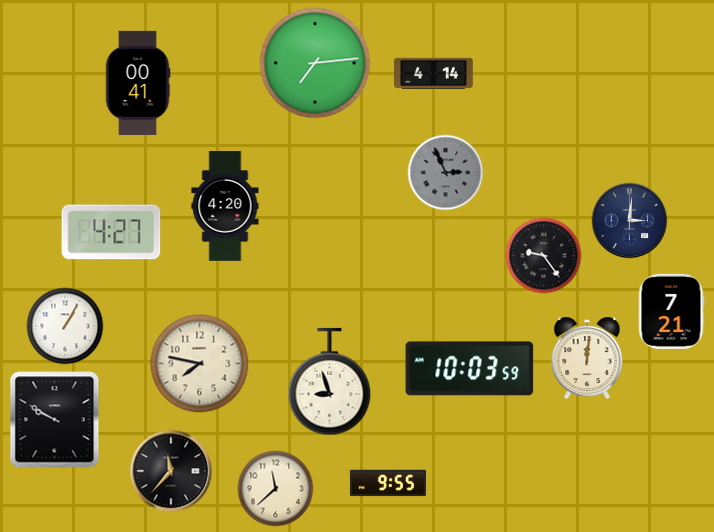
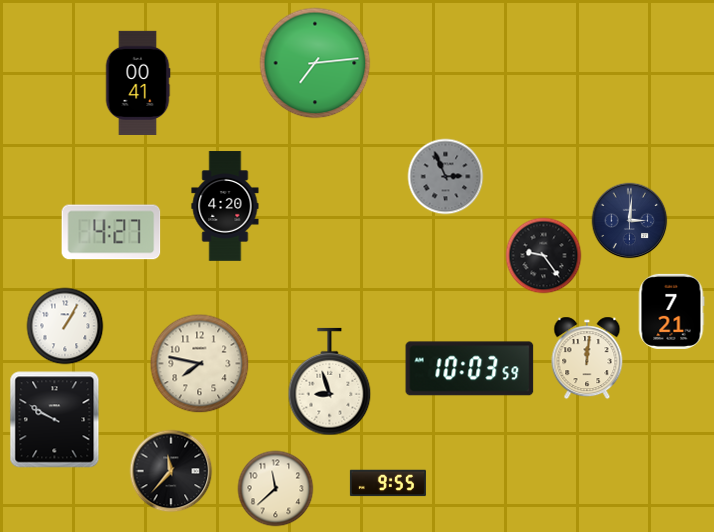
clock at (434, 73): 4:14 -> none
clock at (446, 173) position: (446, 173) -> (446, 177)
